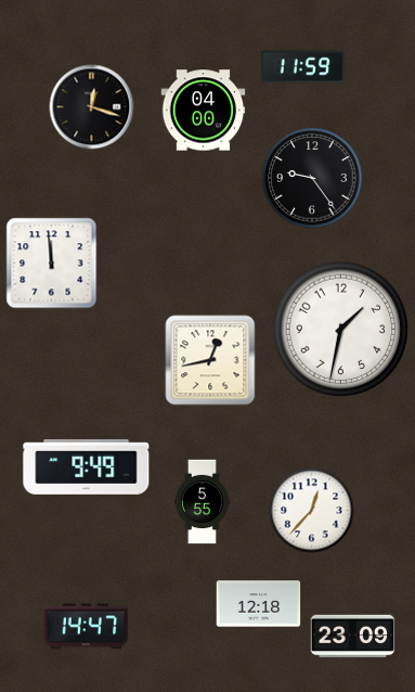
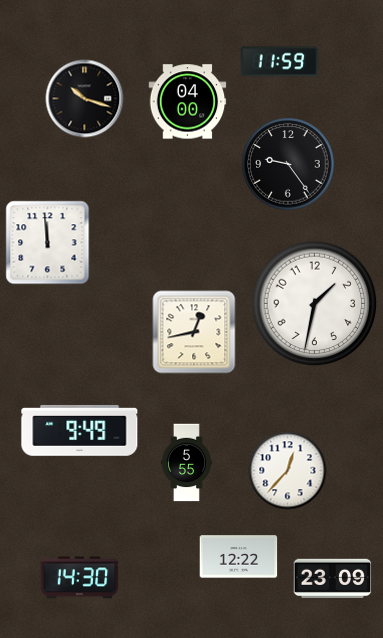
clock at (91, 106): 12:18 -> 10:18
clock at (258, 604): 12:18 -> 12:22
clock at (86, 627): 14:47 -> 14:30
clock at (352, 636) position: (352, 636) -> (332, 578)
